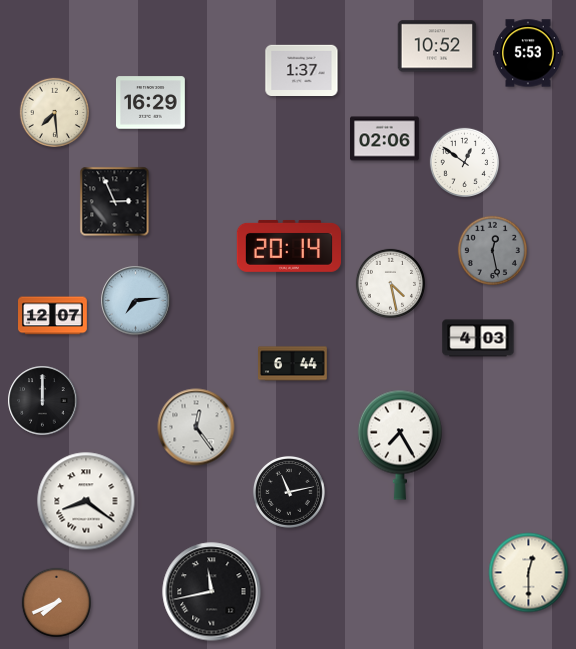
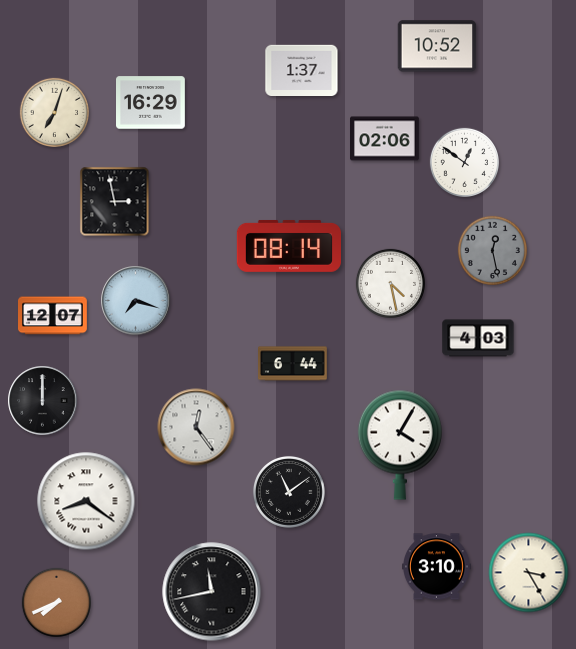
clock at (528, 53): 5:53 -> none
clock at (54, 112): 7:29 -> 7:03
clock at (115, 202): 2:56 -> 2:58
clock at (289, 246): 20:14 -> 08:14
clock at (136, 301): 7:14 -> 7:18
clock at (400, 445): 7:25 -> 4:05
clock at (289, 492): 11:13 -> 11:09
clock at (437, 567): none -> 3:10
clock at (529, 573): 12:30 -> 3:25
